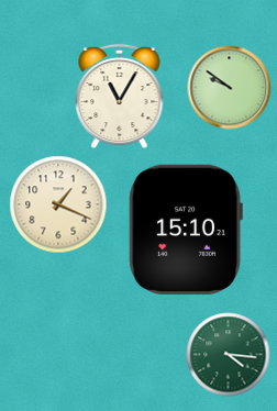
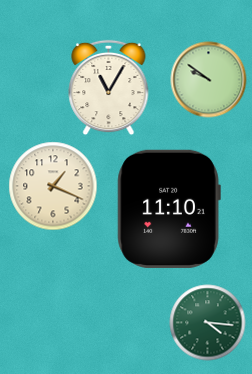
clock at (186, 230): 15:10 -> 11:10
